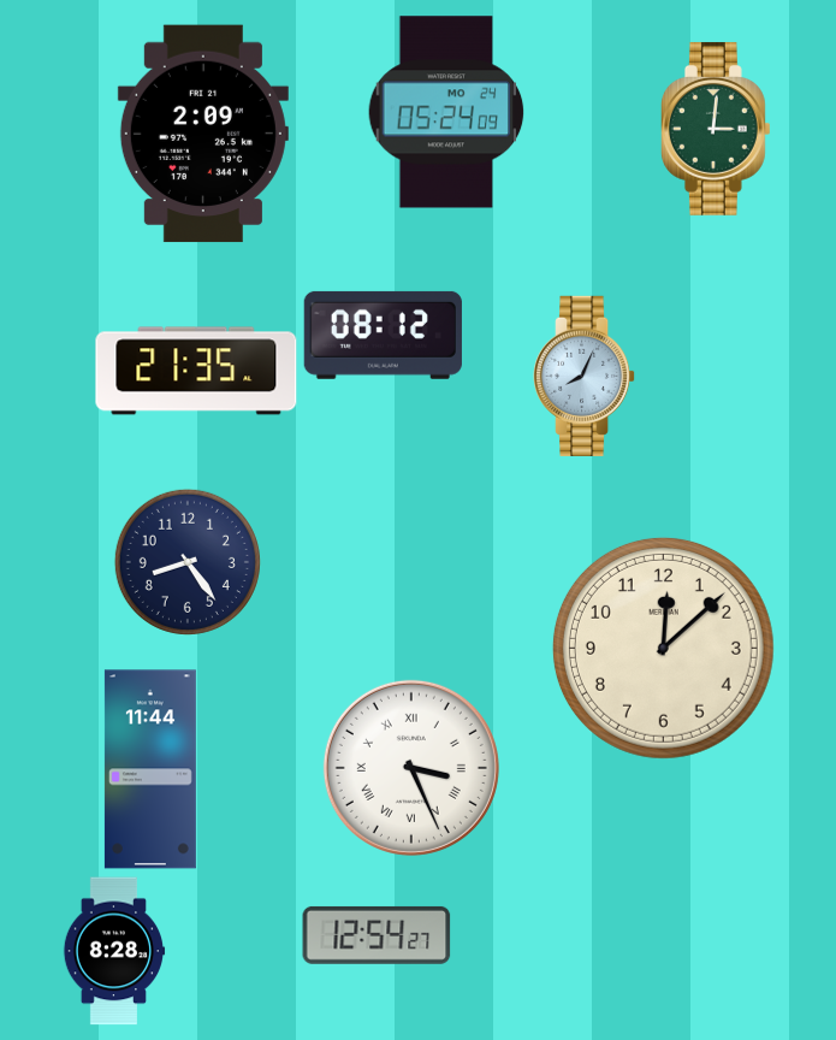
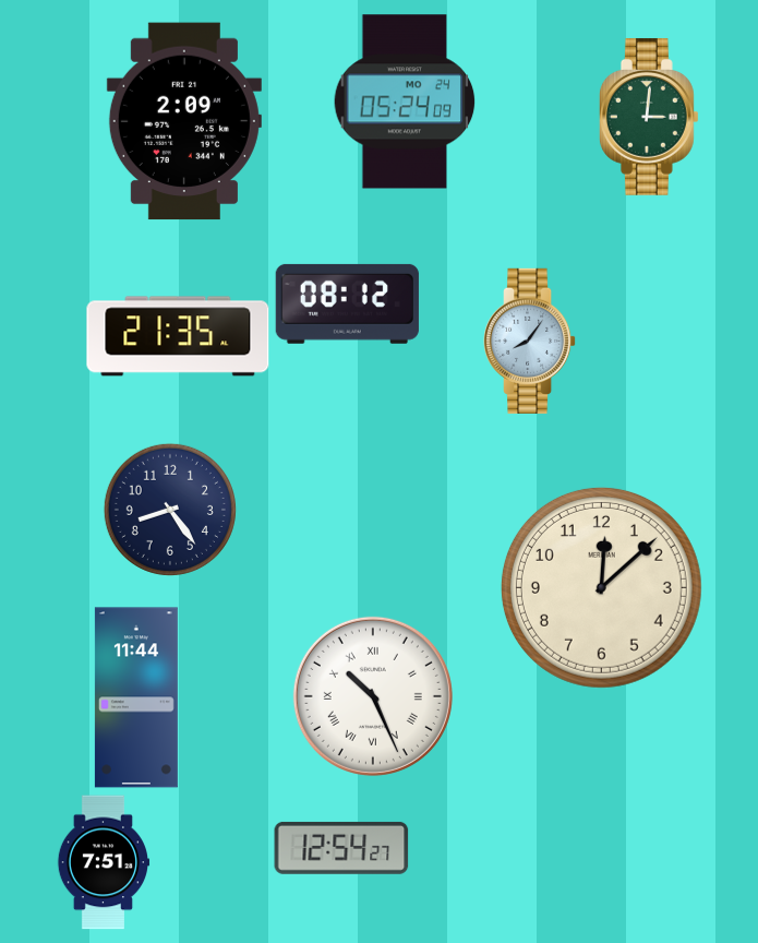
clock at (586, 376): 8:04 -> 8:06
clock at (411, 768): 3:26 -> 10:26
clock at (114, 951): 8:28 -> 7:51
